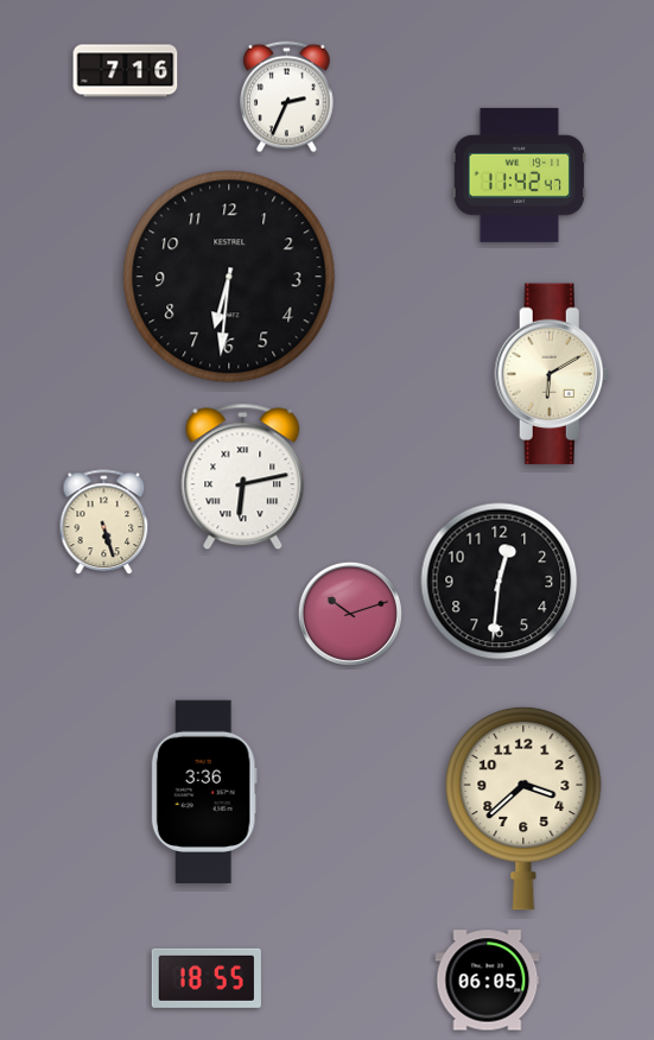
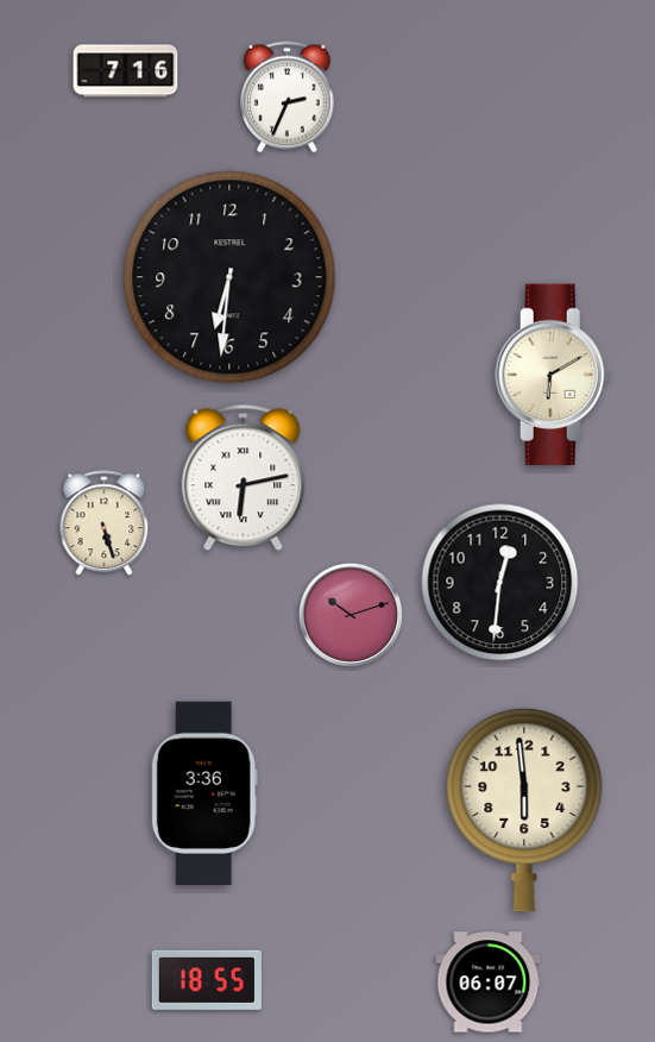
clock at (519, 175): 11:42 -> none
clock at (523, 808): 3:38 -> 5:59
clock at (488, 981): 06:05 -> 06:07
